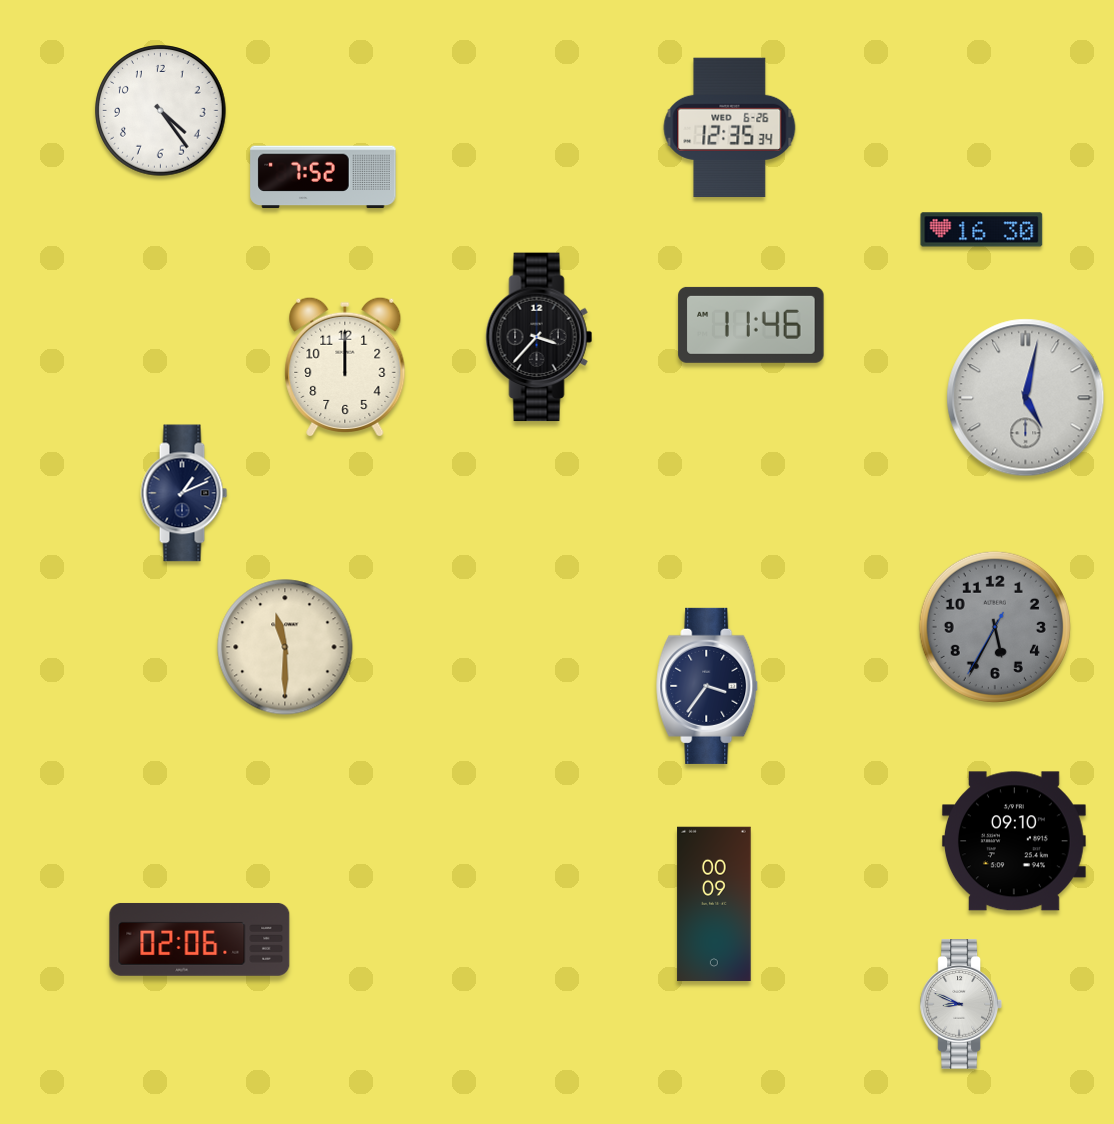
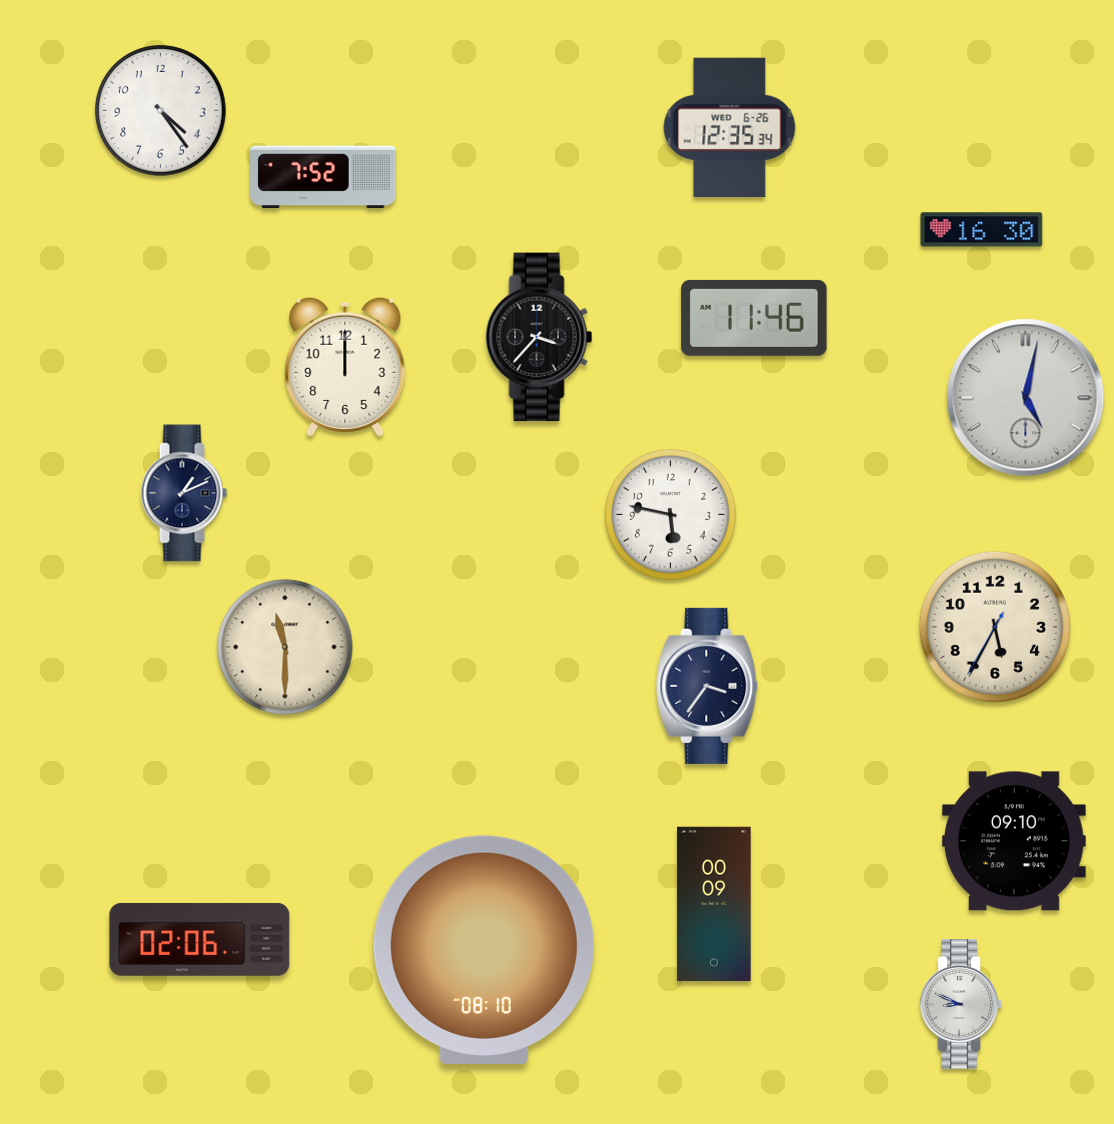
clock at (751, 325) position: (751, 325) -> (754, 318)
clock at (671, 515): none -> 5:47
clock at (995, 627) dial: grey -> cream
clock at (484, 950): none -> 08:10
